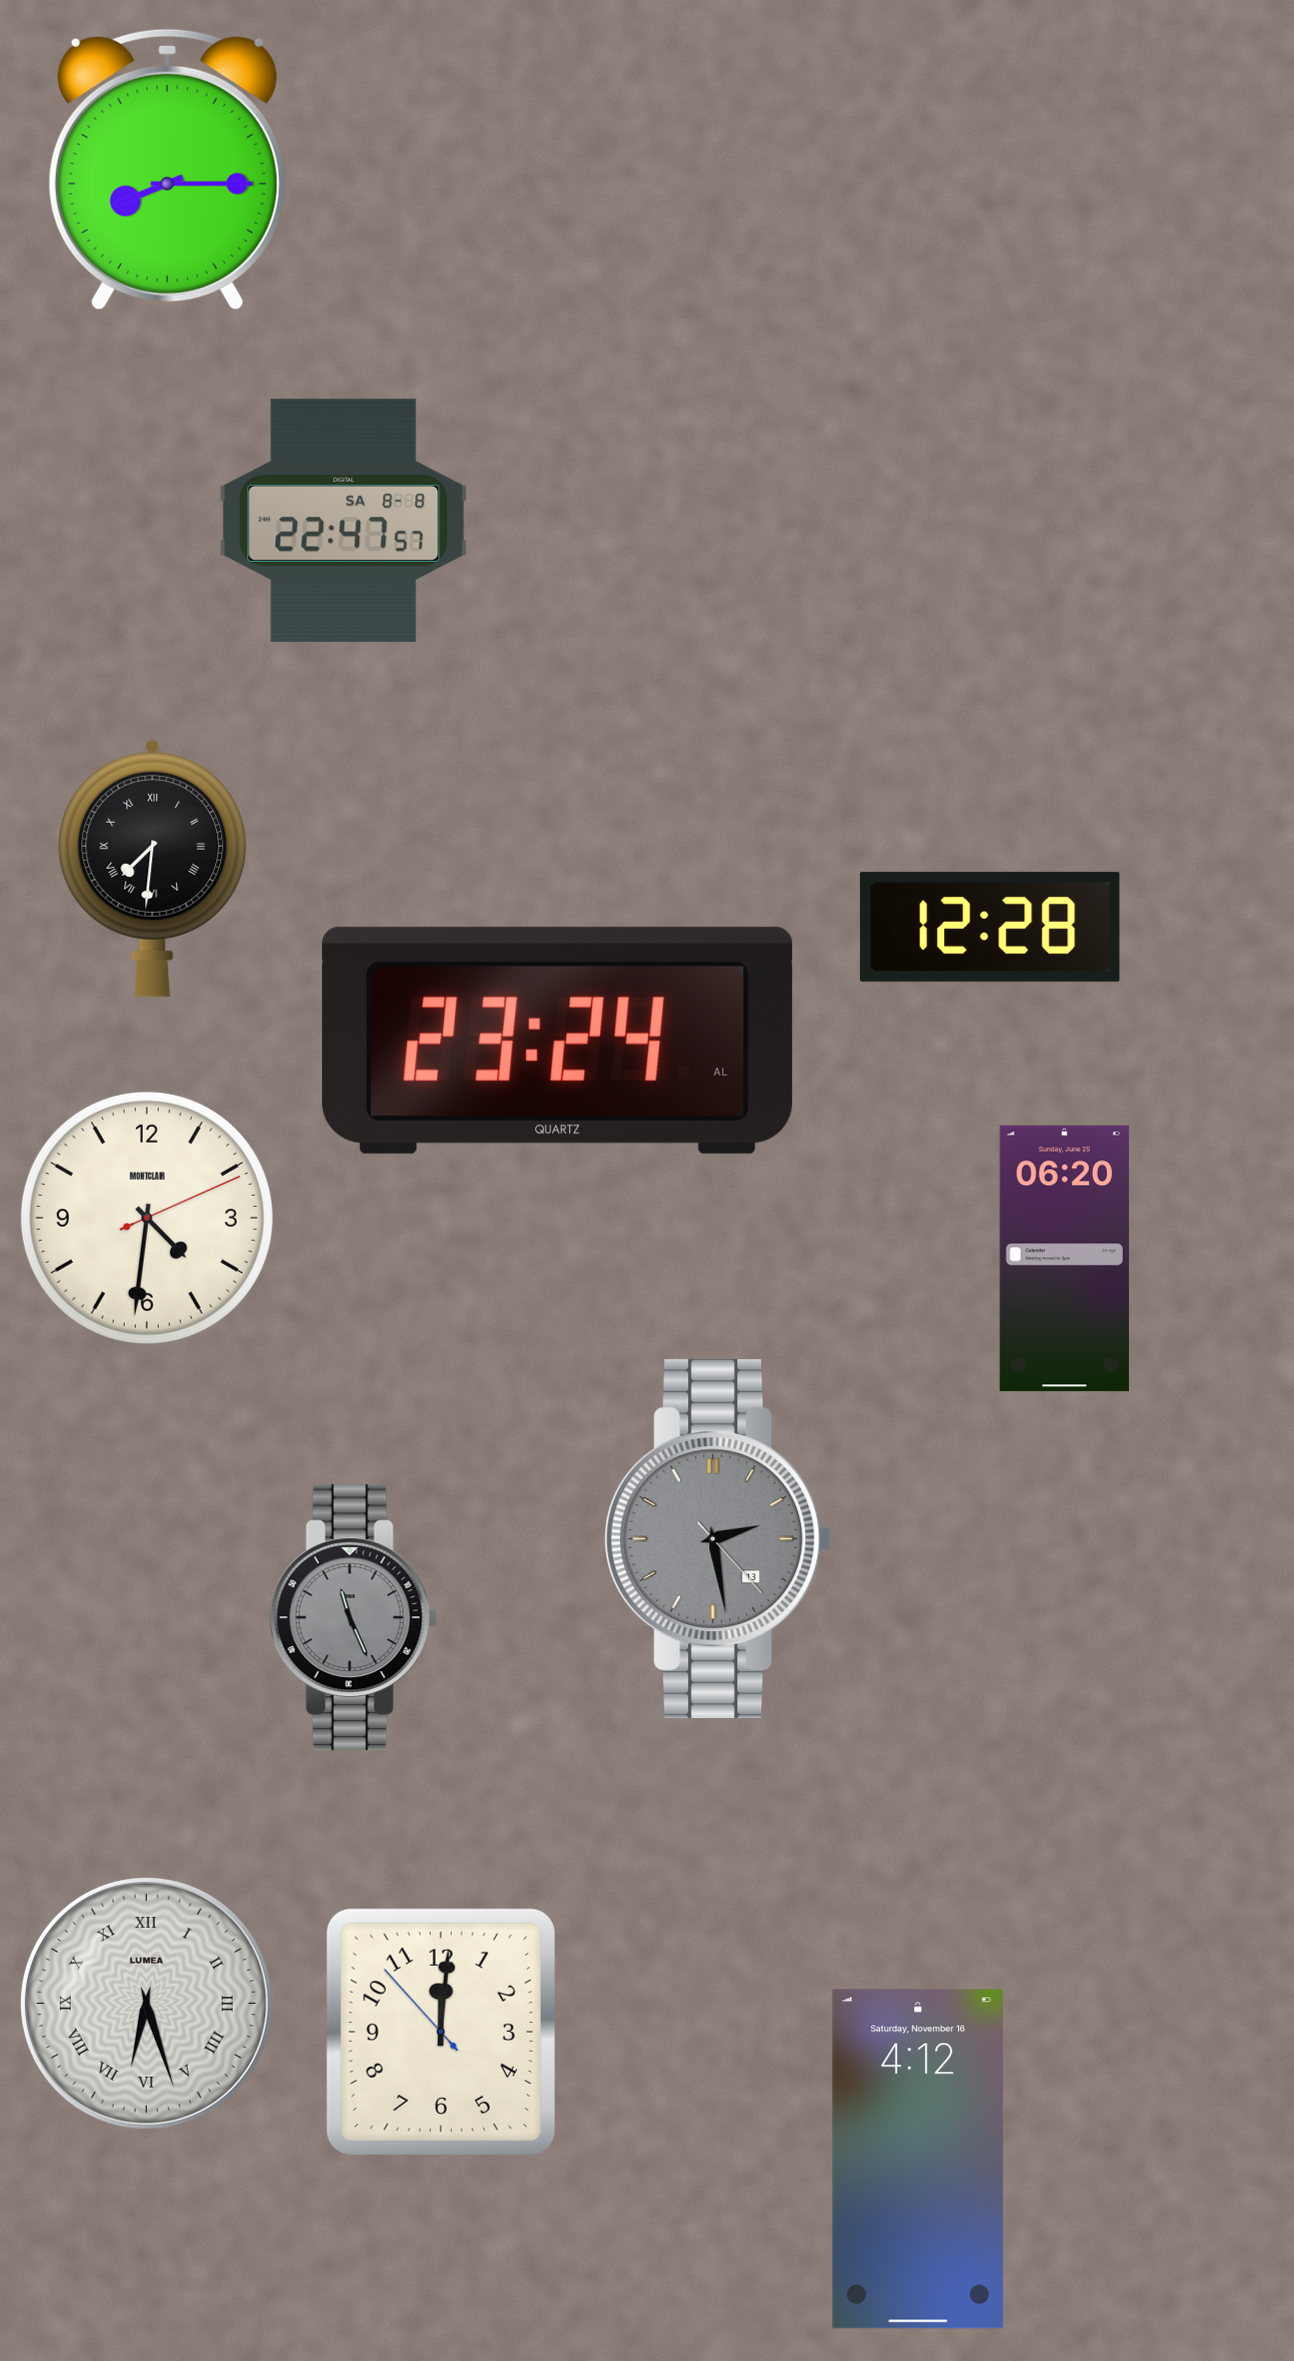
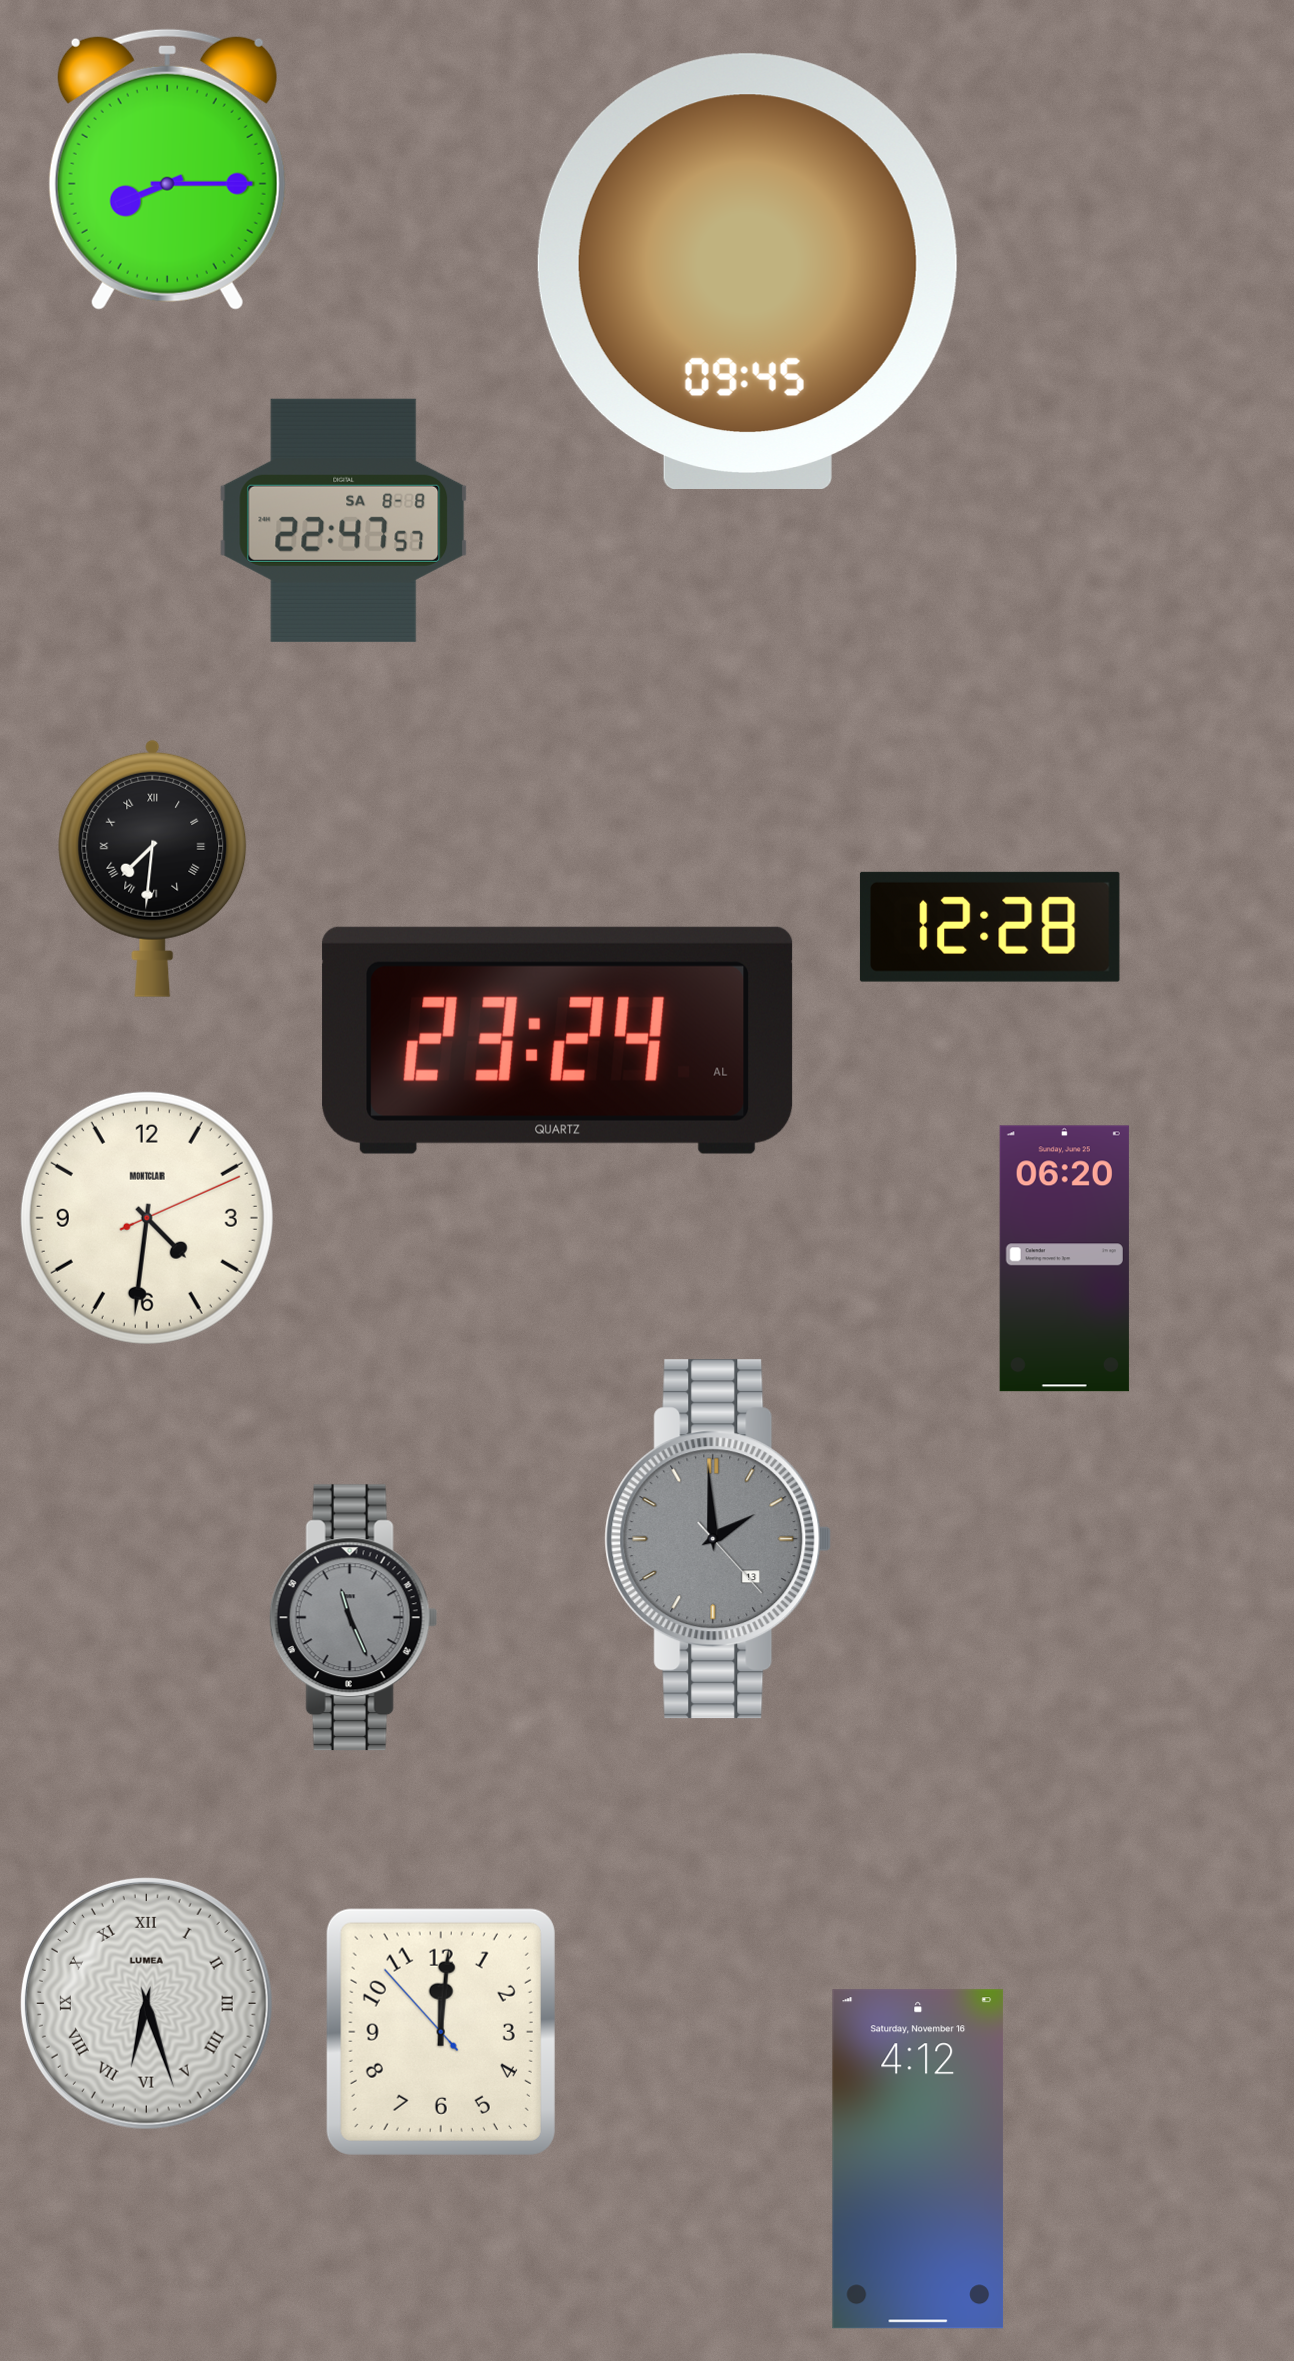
clock at (747, 271): none -> 09:45
clock at (718, 1539): 2:28 -> 1:59
